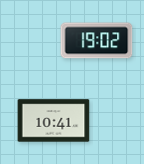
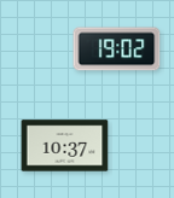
clock at (54, 121): 10:41 -> 10:37
